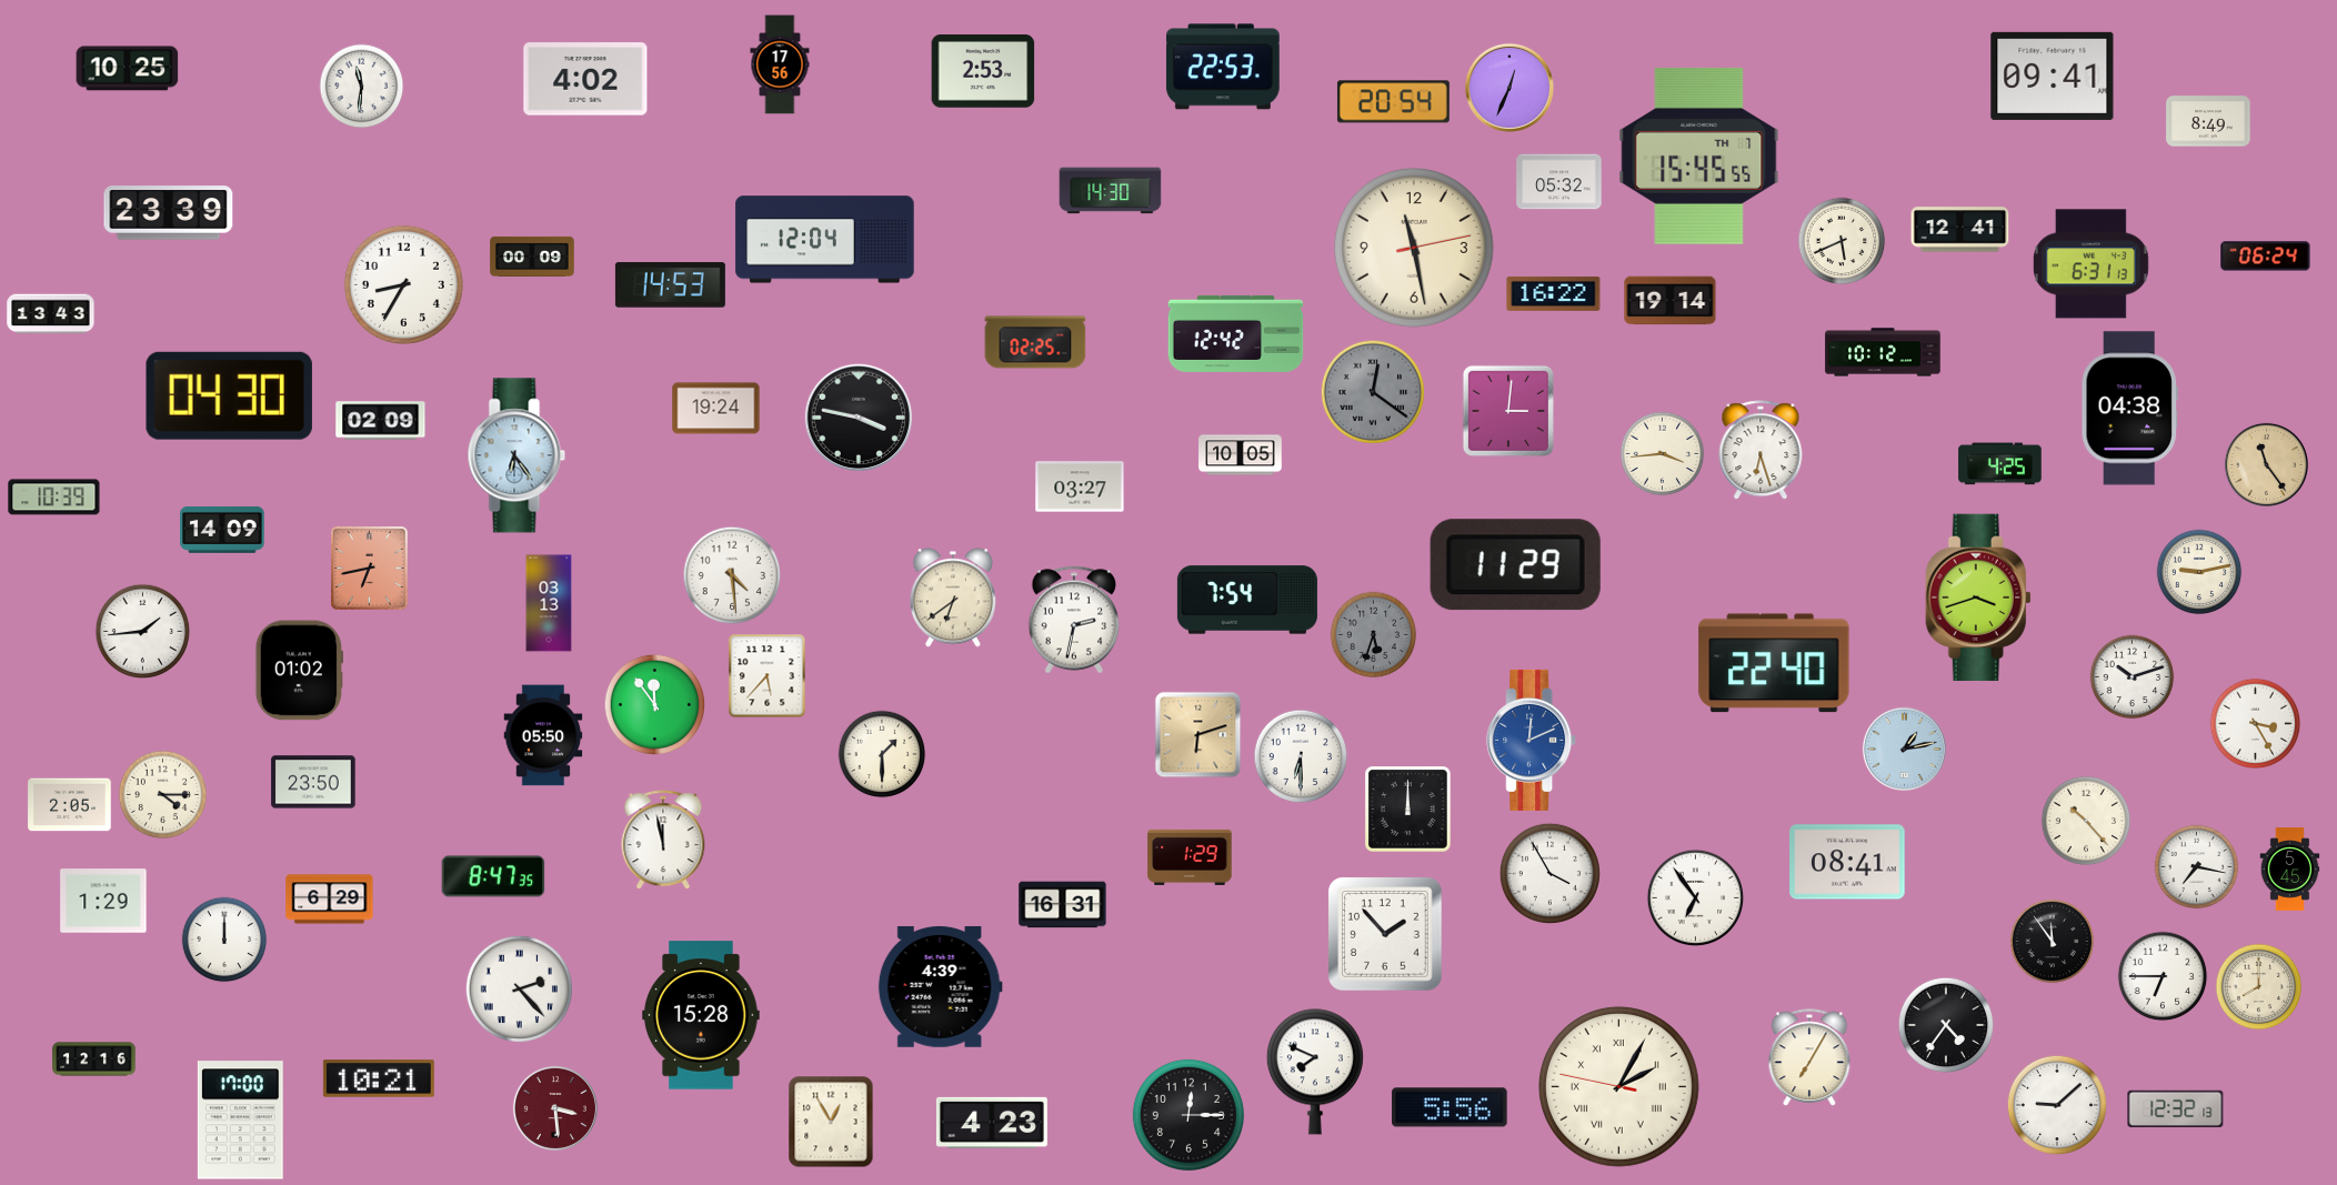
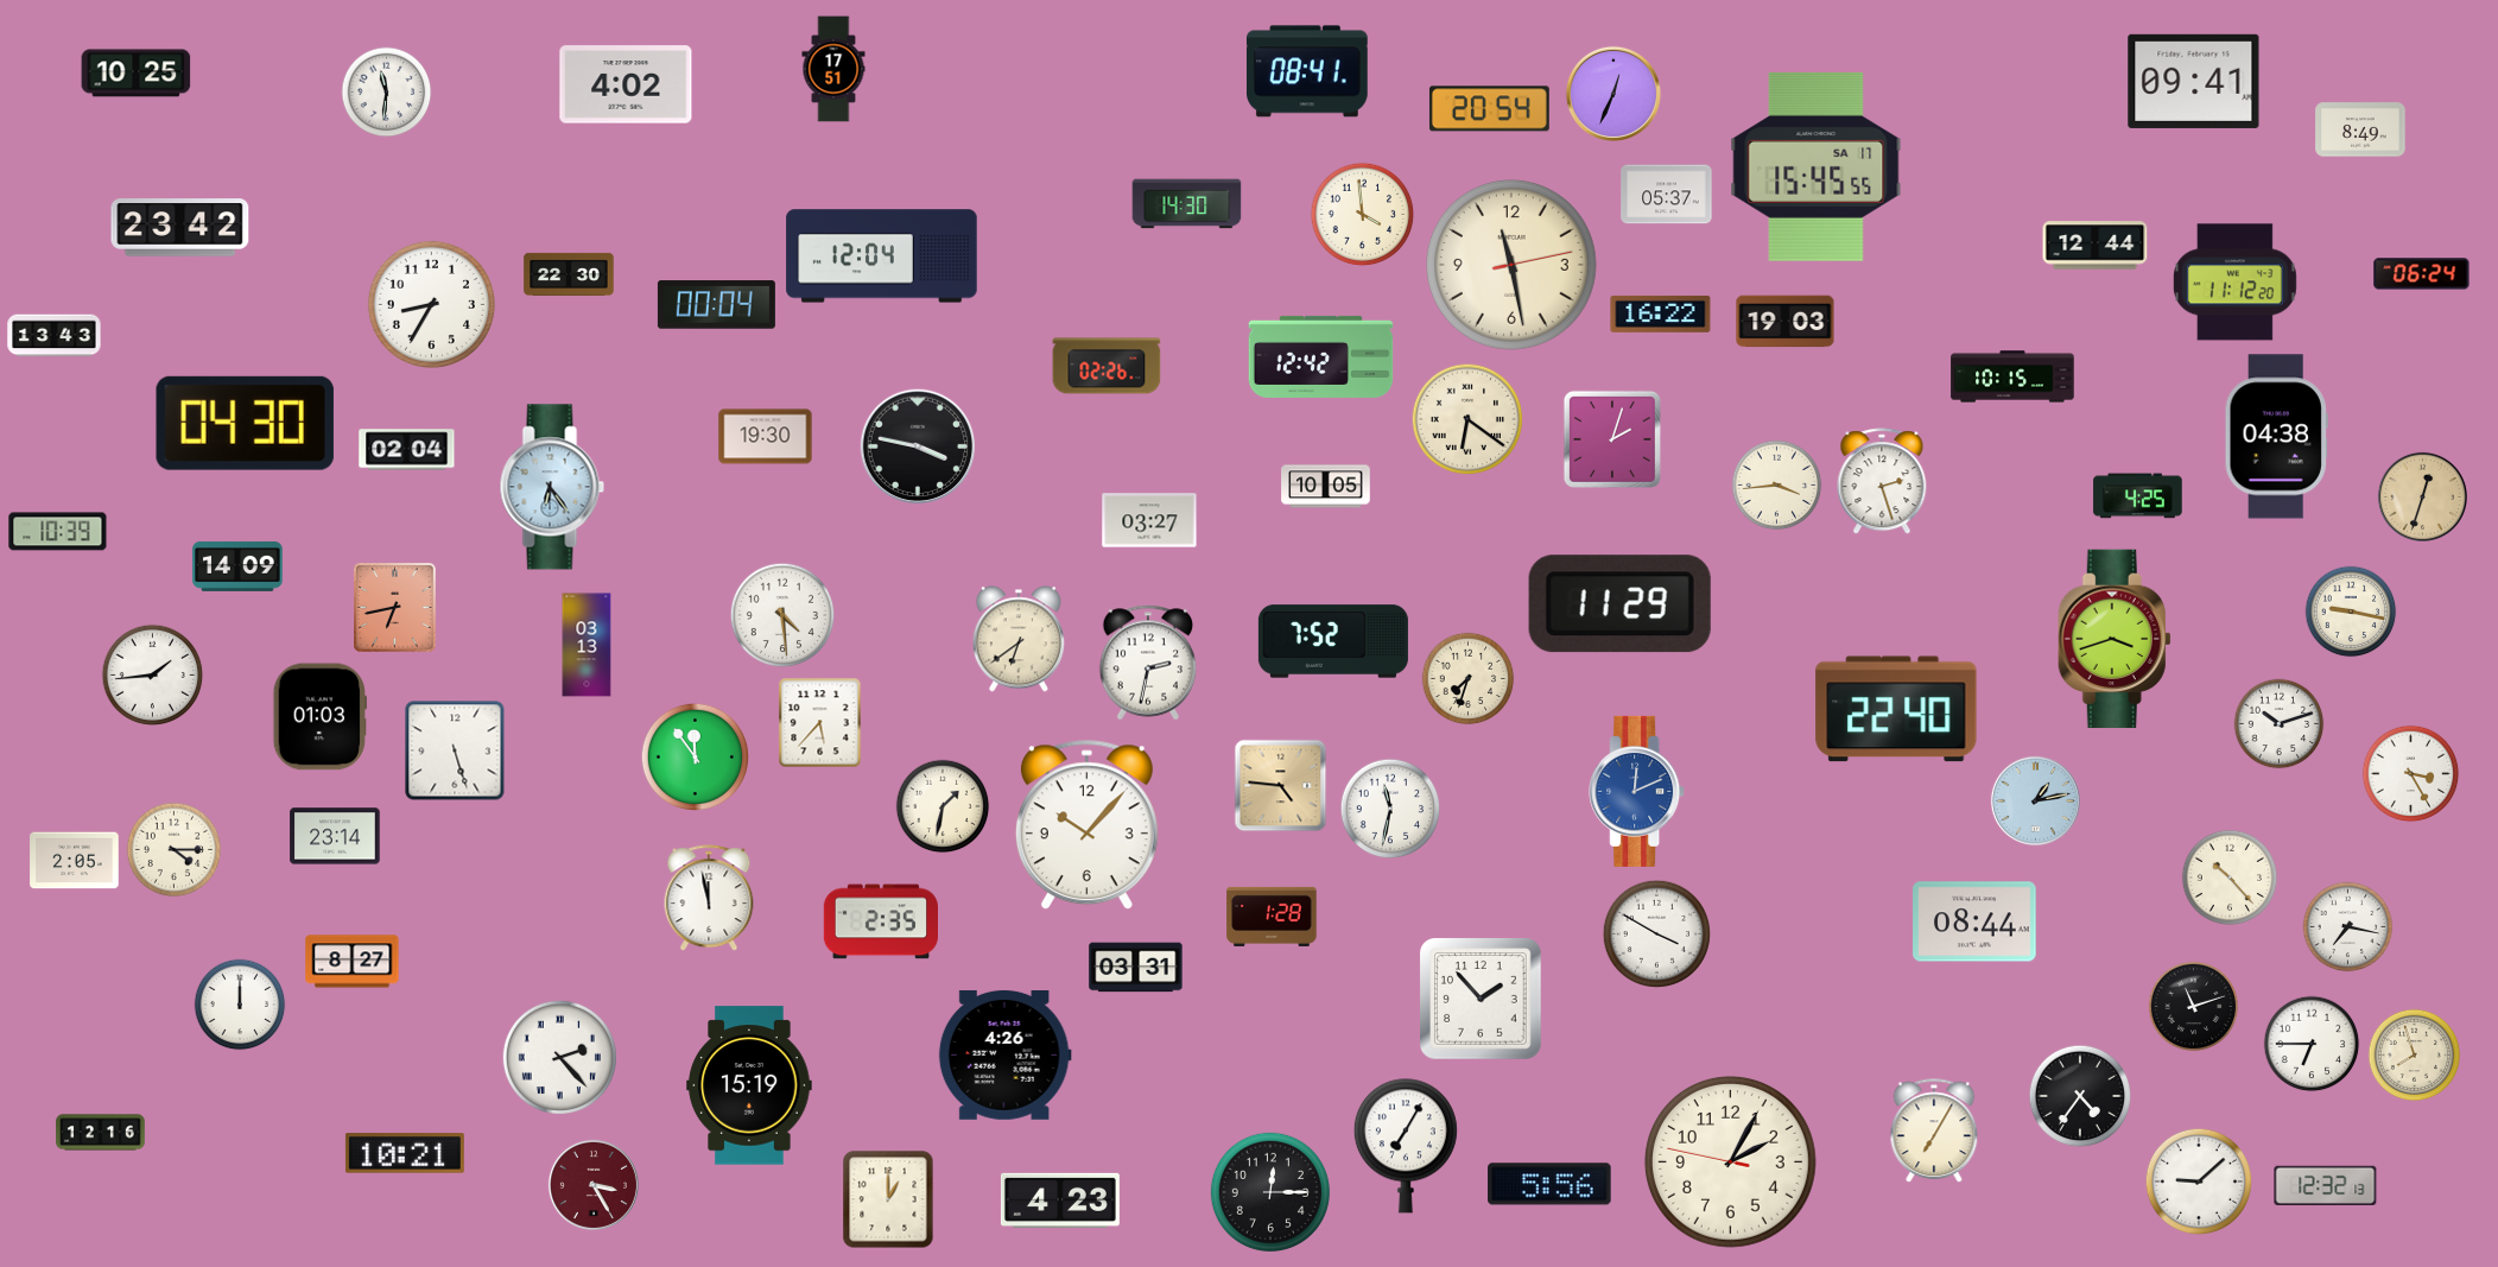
clock at (780, 64): 17:56 -> 17:51
clock at (1223, 67): 22:53 -> 08:41
clock at (983, 71): 2:53 -> none
clock at (1699, 155) date: TH 7 -> SA 17
clock at (1559, 182): 05:32 -> 05:37
clock at (1363, 215): none -> 3:59
clock at (169, 213): 23:39 -> 23:42
clock at (1960, 230): 12:41 -> 12:44
clock at (1842, 241): 5:41 -> none
clock at (532, 257): 00:09 -> 22:30
clock at (2090, 264): 6:31 -> 11:12
clock at (670, 285): 14:53 -> 00:04
clock at (1671, 301): 19:14 -> 19:03
clock at (1035, 342): 02:25 -> 02:26
clock at (1883, 352): 10:12 -> 10:15
clock at (1372, 391): 12:21 -> 6:21
clock at (1372, 391) dial: grey -> cream
clock at (716, 409): 19:24 -> 19:30
clock at (1508, 411): 3:01 -> 2:03
clock at (381, 421): 02:09 -> 02:04
clock at (1761, 451): 6:27 -> 2:27
clock at (2266, 464): 11:24 -> 12:33
clock at (1080, 486) position: (1080, 486) -> (1149, 520)
clock at (2199, 572): 9:13 -> 9:17
clock at (1247, 600): 7:54 -> 7:52
clock at (1374, 635): 5:33 -> 7:33
clock at (1374, 635) dial: grey -> cream
clock at (299, 671): 01:02 -> 01:03
clock at (455, 750): none -> 5:27
clock at (654, 704) position: (654, 704) -> (695, 756)
clock at (543, 735): 05:50 -> none
clock at (1198, 735): 6:12 -> 4:46
clock at (882, 754): 1:30 -> 1:32
clock at (1301, 756): 6:30 -> 11:32
clock at (1086, 825): none -> 10:07
clock at (313, 782): 23:50 -> 23:14
clock at (1408, 810): 12:00 -> none
clock at (1190, 857): 1:29 -> 1:28
clock at (880, 921): none -> 2:35
clock at (1847, 862): 08:41 -> 08:44
clock at (2290, 870): 5:45 -> none
clock at (1549, 873): 3:55 -> 3:50
clock at (493, 876): 8:47 -> none
clock at (1696, 898): 6:54 -> none
clock at (330, 900): 6:29 -> 8:27
clock at (103, 901): 1:29 -> none
clock at (1063, 905): 16:31 -> 03:31
clock at (2053, 942): 11:54 -> 11:12
clock at (940, 986): 4:39 -> 4:26
clock at (2259, 987): 8:00 -> 7:57
clock at (519, 988) position: (519, 988) -> (559, 1057)
clock at (701, 1015): 15:28 -> 15:19
clock at (1315, 1072): 7:49 -> 7:05
clock at (1618, 1086) numerals: Roman -> Arabic
clock at (555, 1108): 3:29 -> 3:25
clock at (240, 1121): 17:00 -> none
clock at (831, 1122): 12:55 -> 1:00
